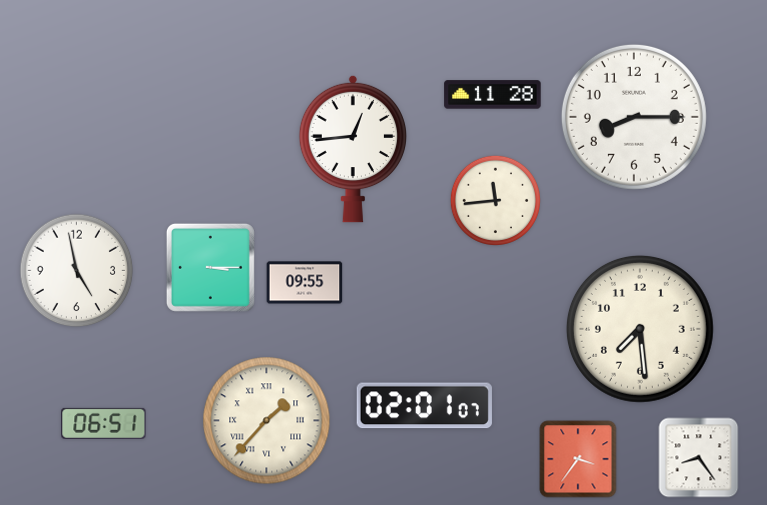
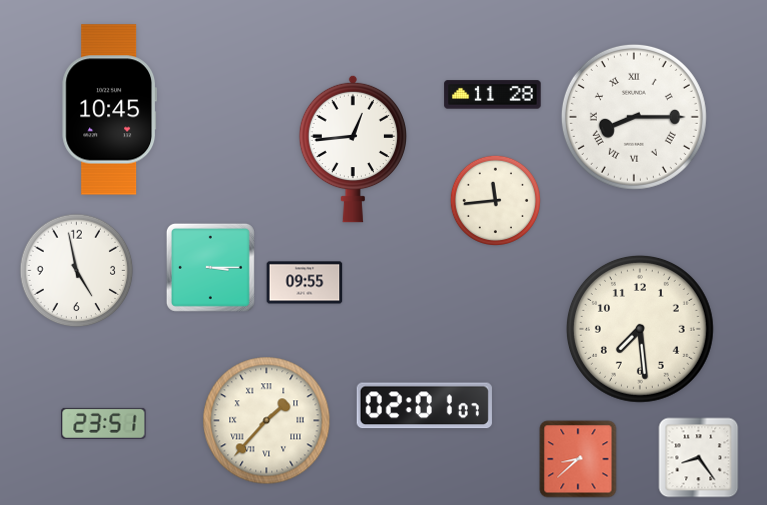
clock at (109, 110): none -> 10:45
clock at (634, 117) numerals: Arabic -> Roman
clock at (104, 423): 06:51 -> 23:51
clock at (578, 459): 3:36 -> 8:38
